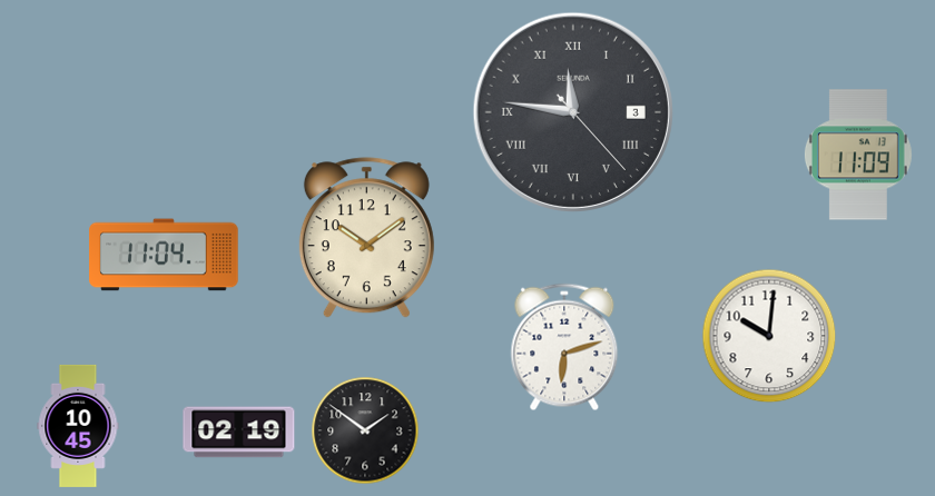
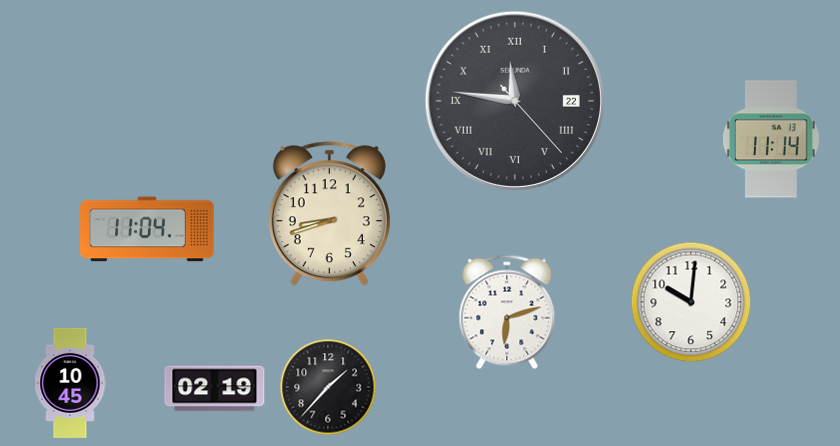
clock at (573, 112) date: 3 -> 22
clock at (858, 155): 11:09 -> 11:14
clock at (366, 238): 10:09 -> 8:42
clock at (365, 430): 1:51 -> 1:37
